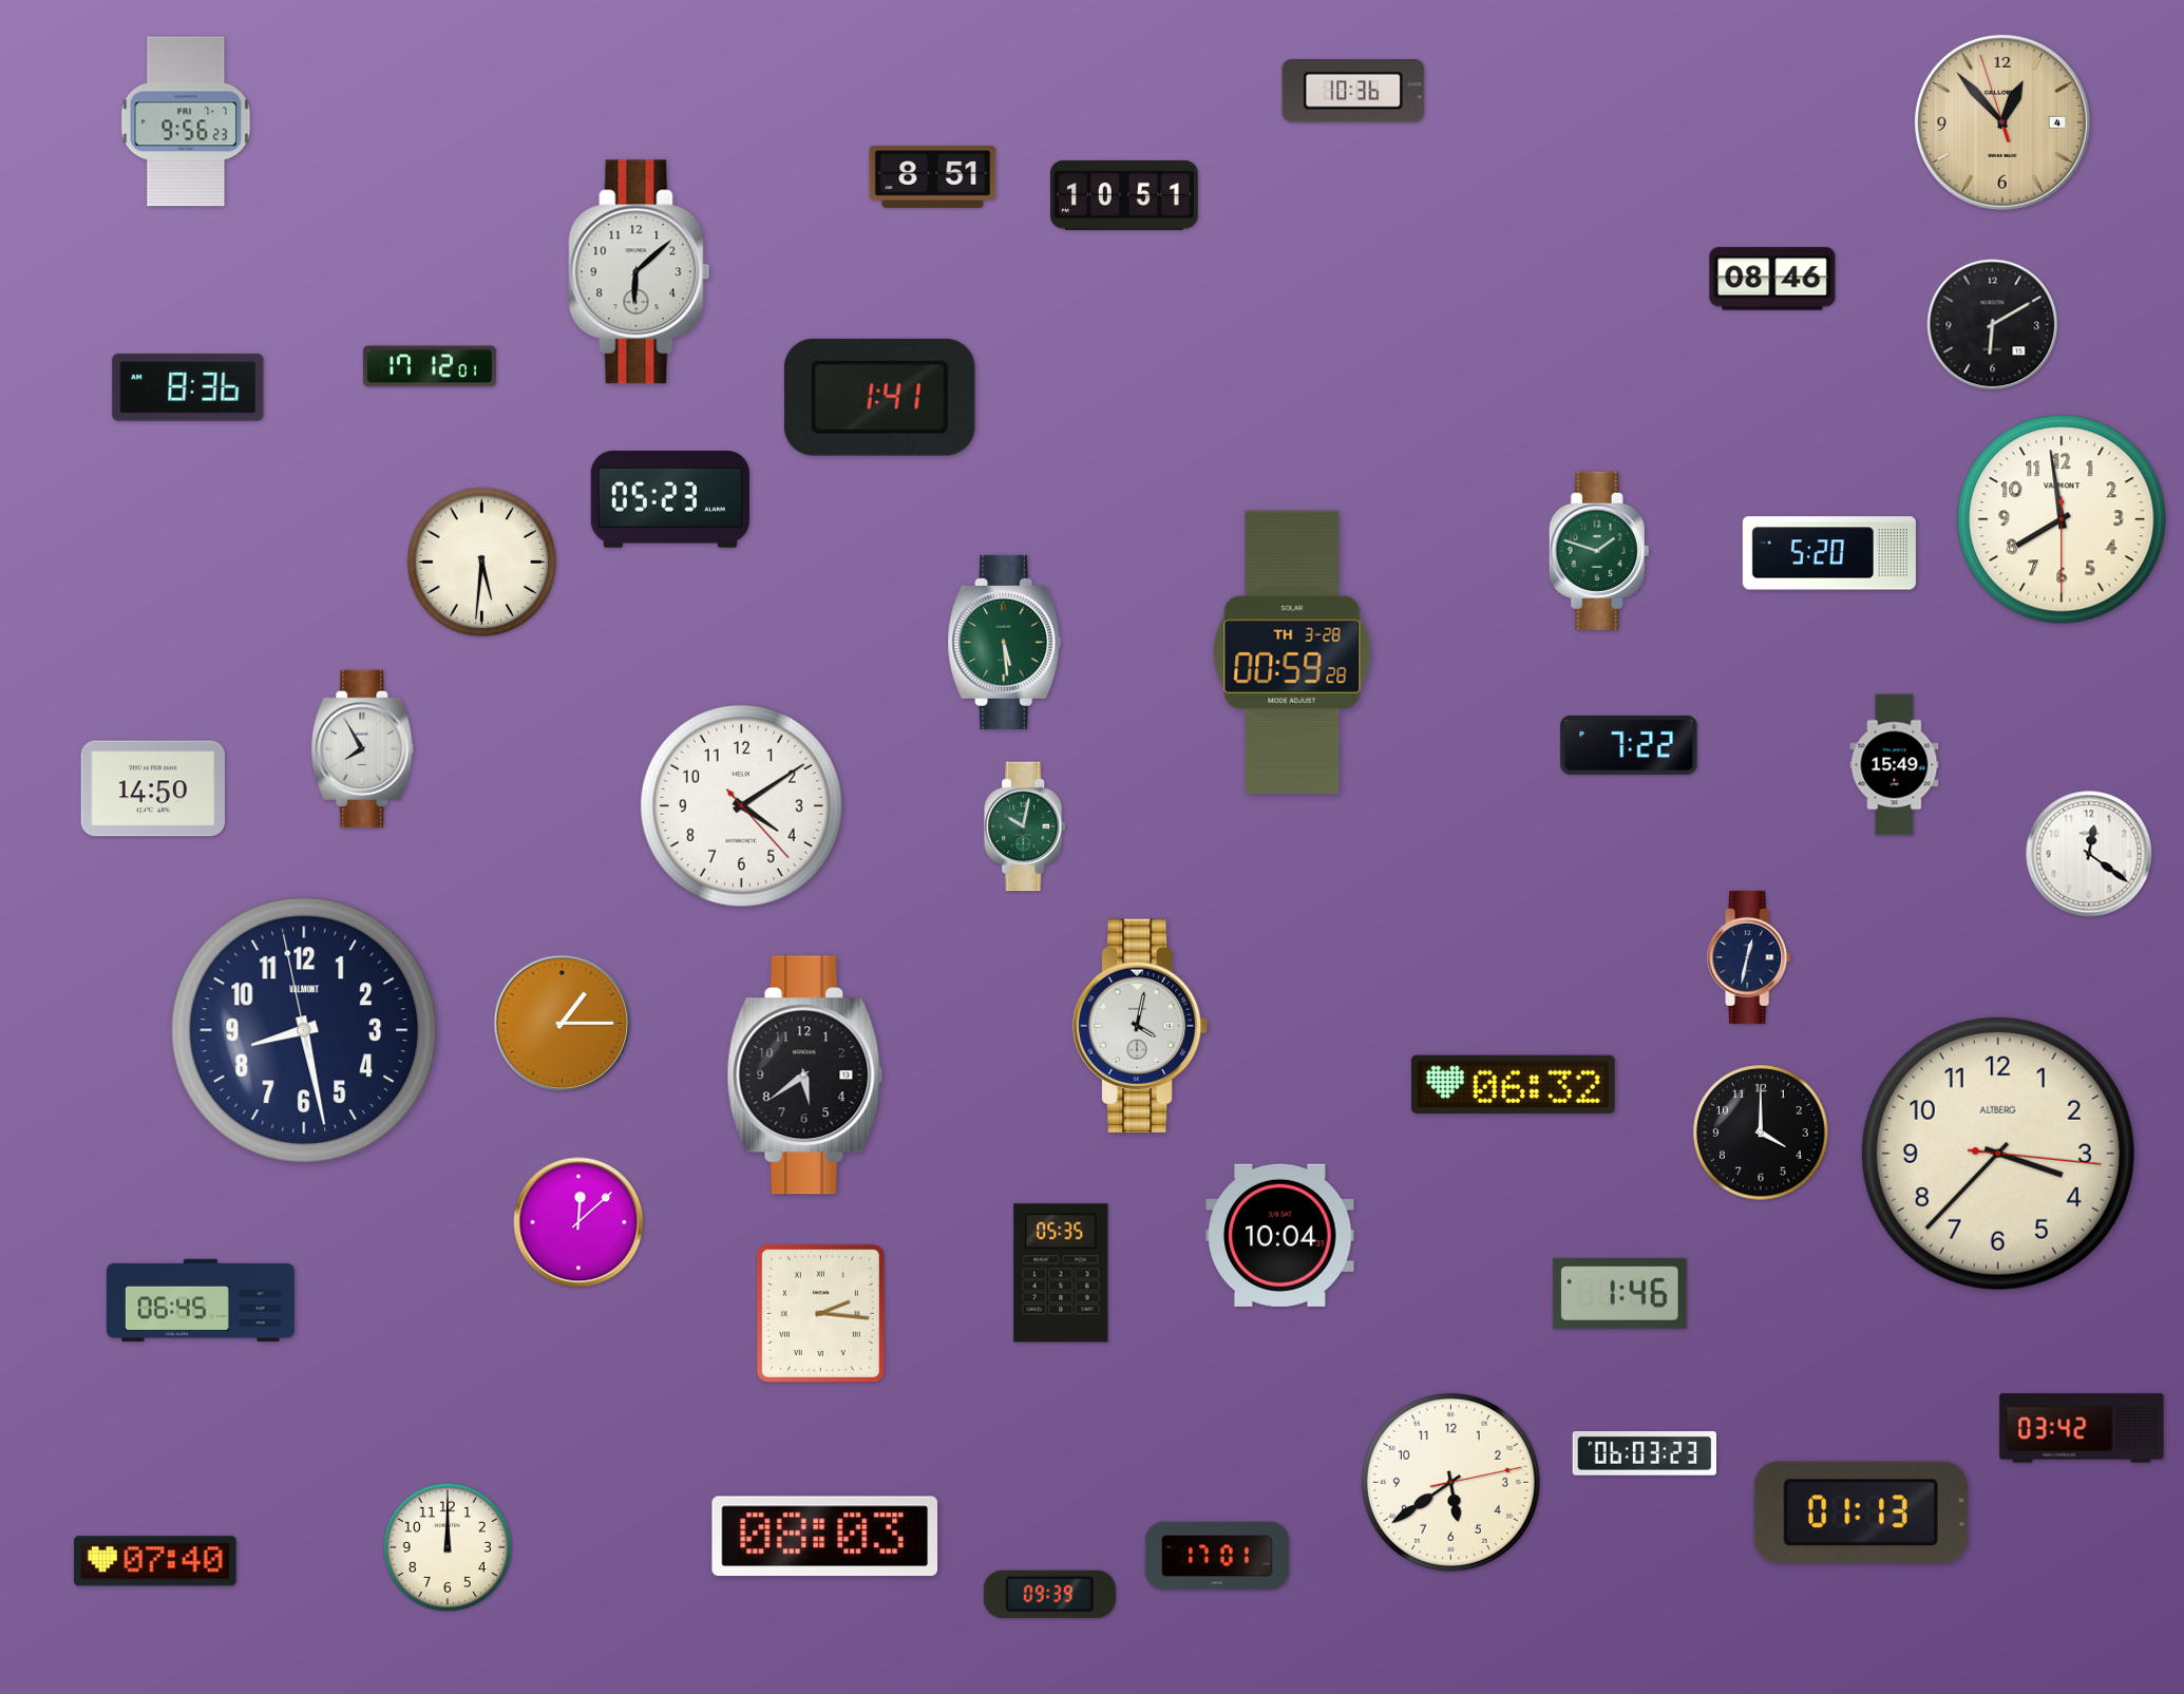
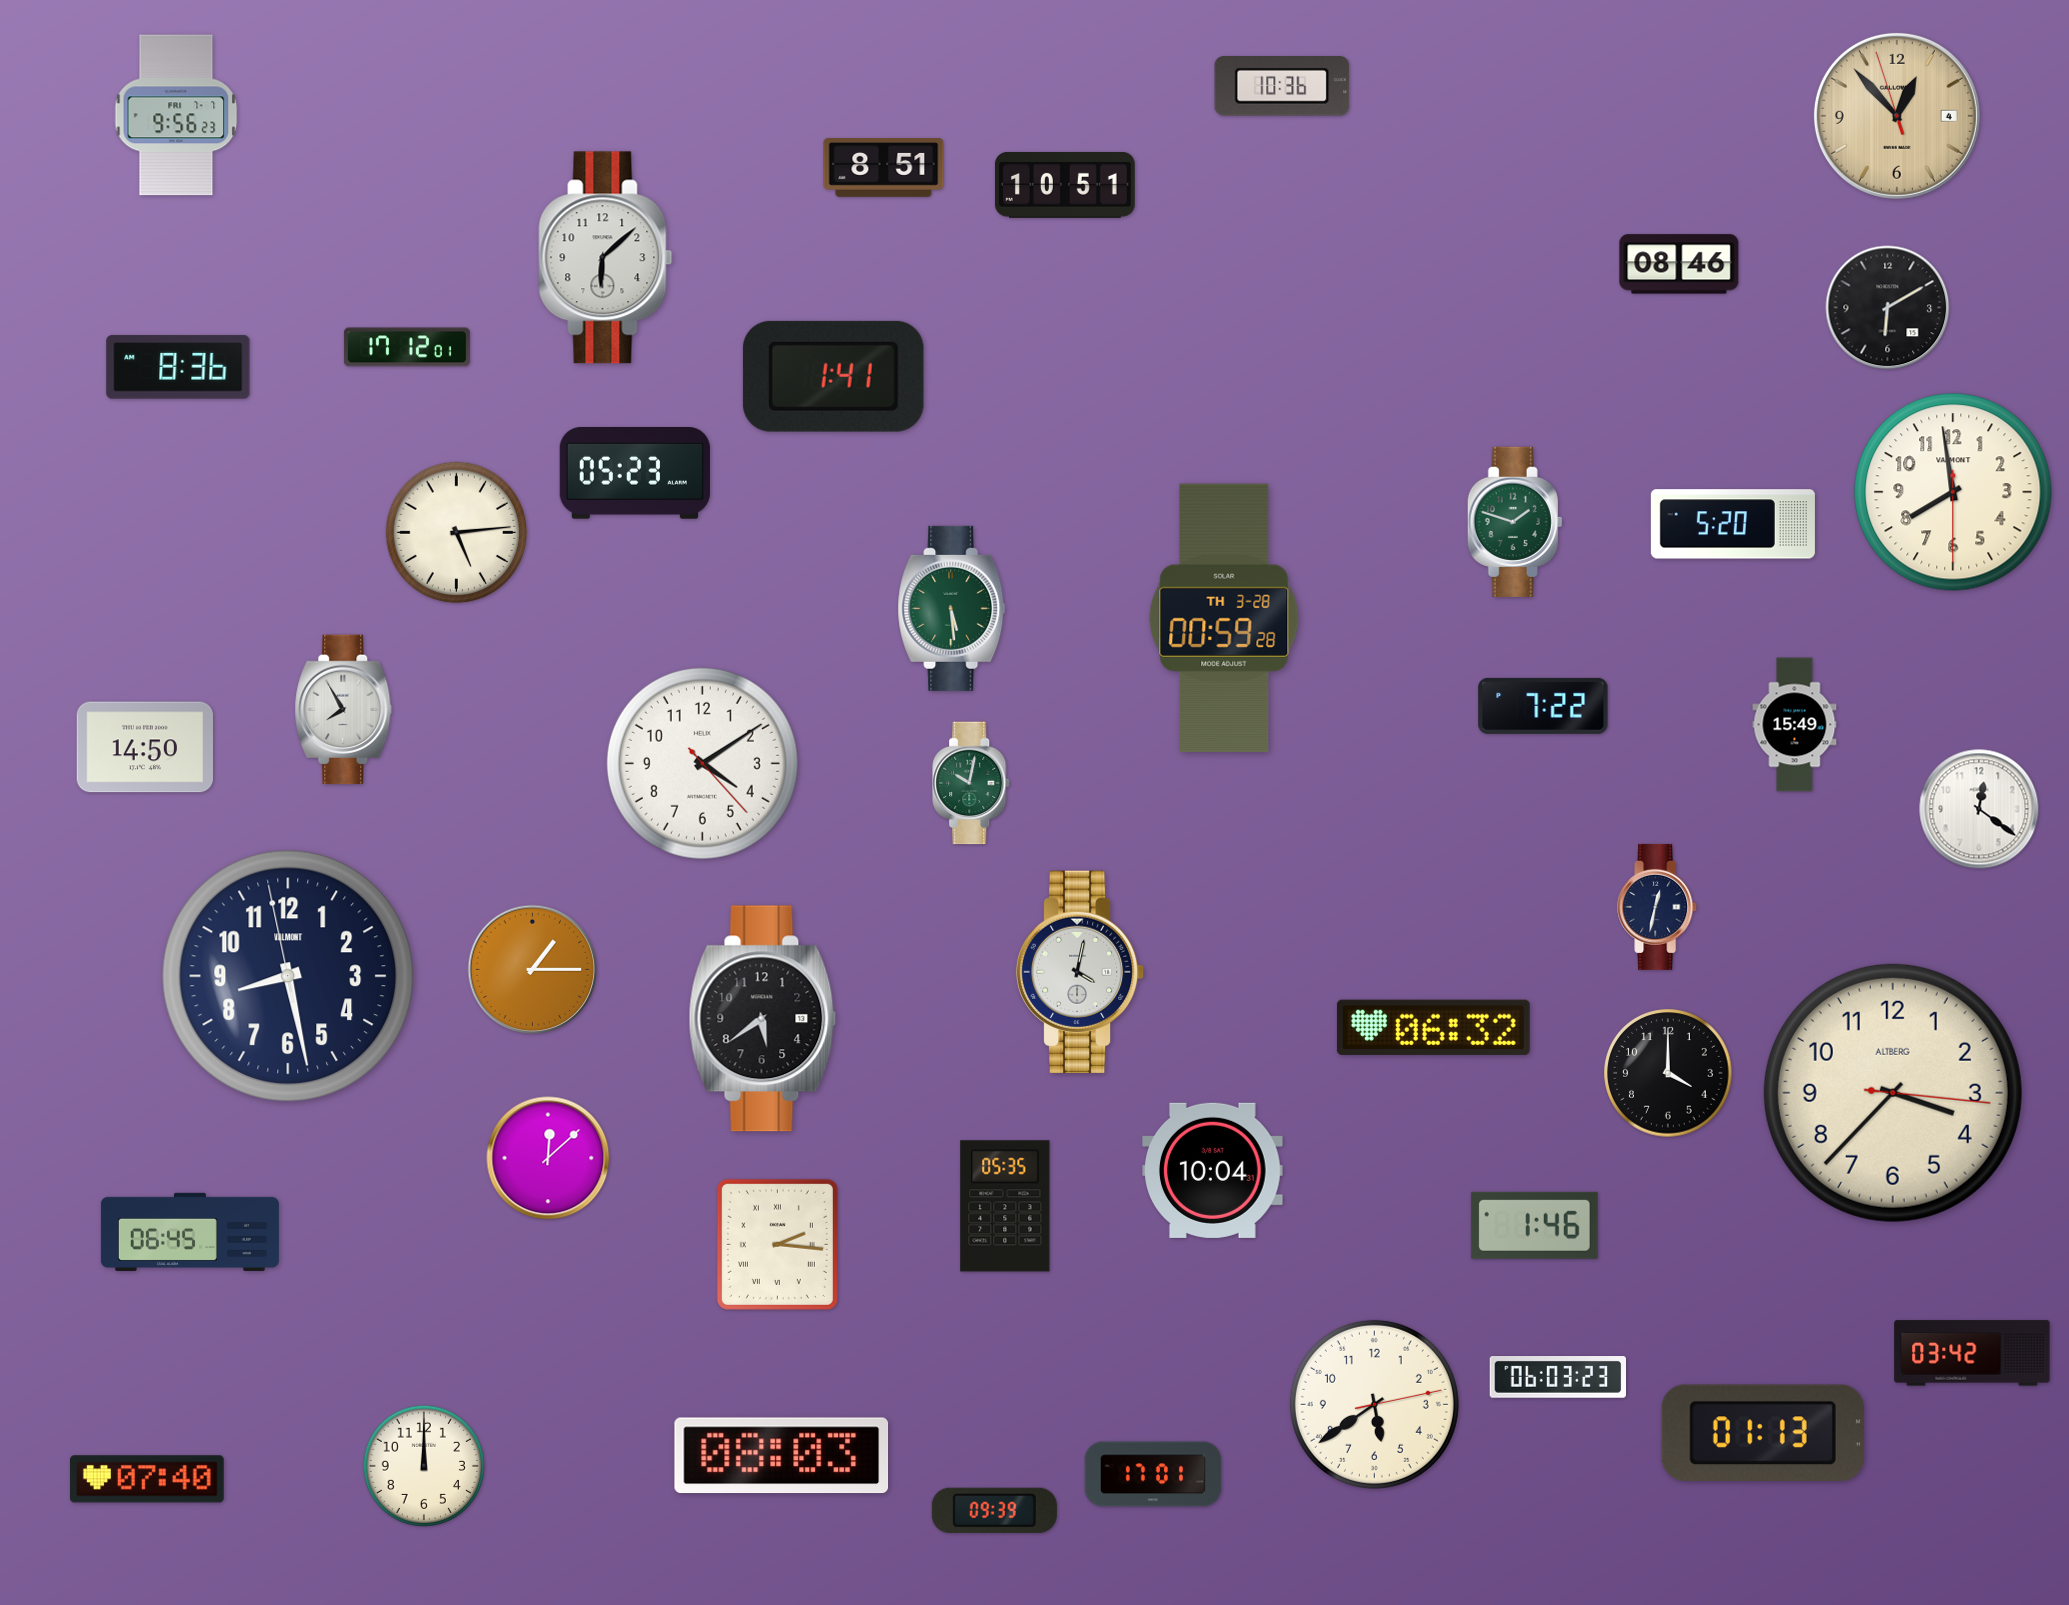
clock at (482, 563): 5:31 -> 5:14
